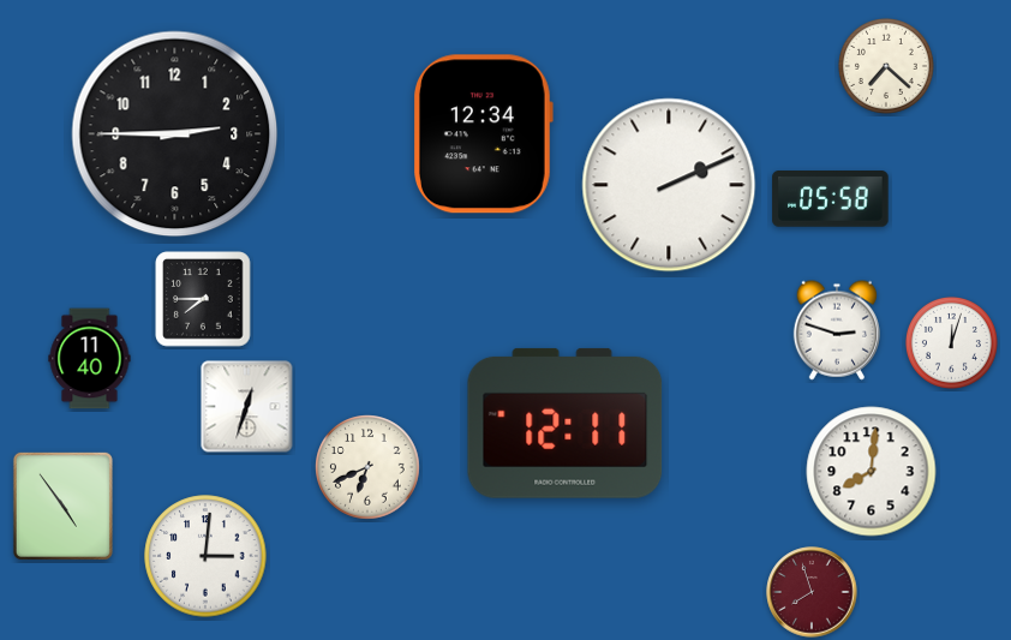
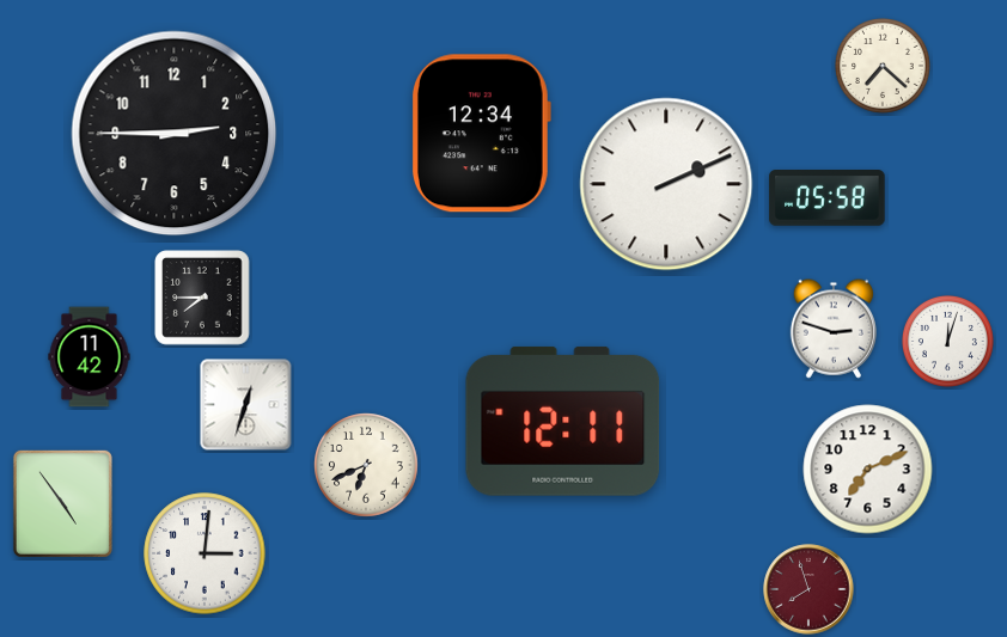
clock at (90, 359): 11:40 -> 11:42
clock at (872, 472): 8:01 -> 7:11
